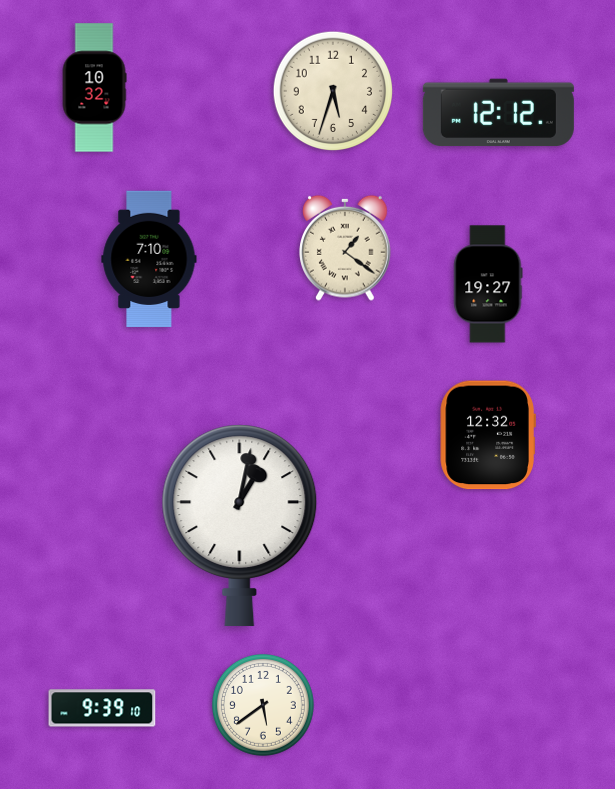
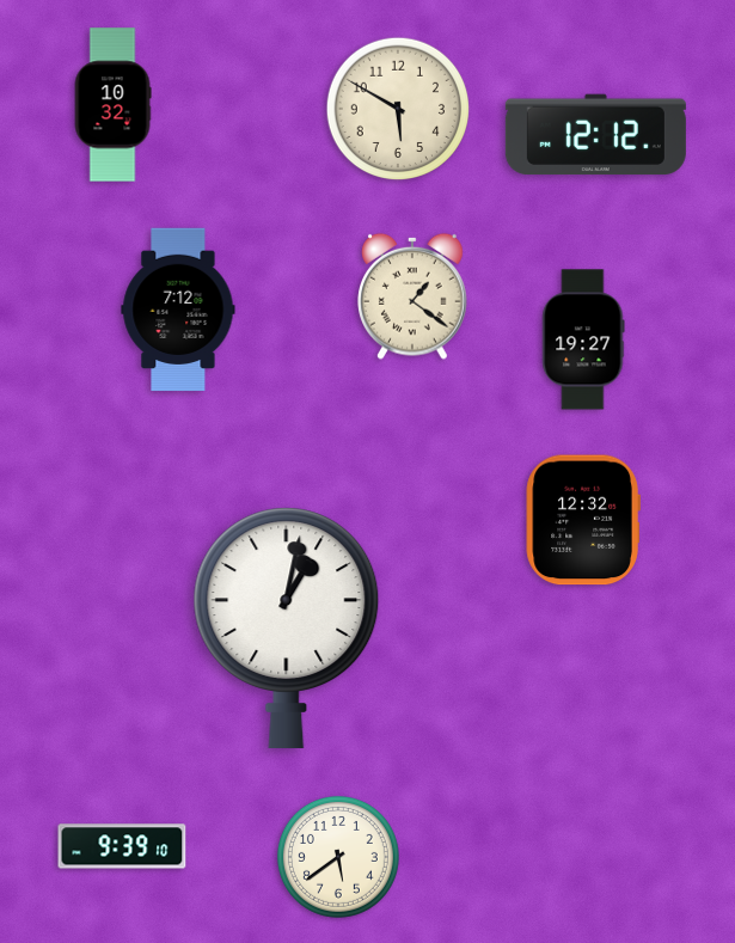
clock at (333, 91): 5:33 -> 5:50
clock at (149, 259): 7:10 -> 7:12
clock at (263, 705) position: (263, 705) -> (338, 857)
